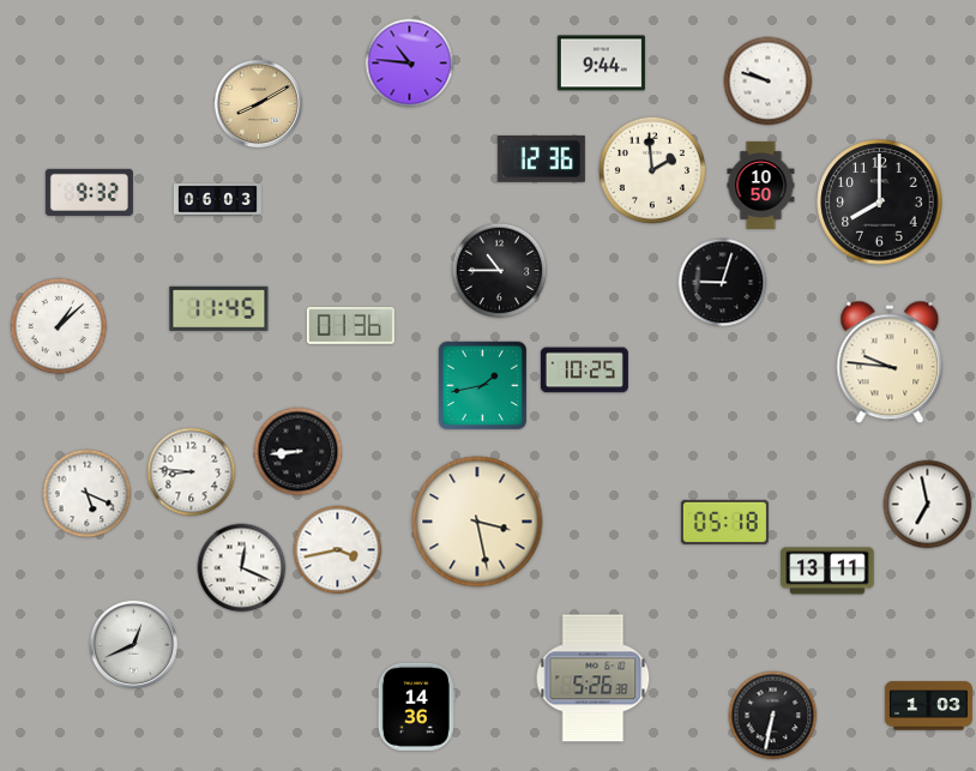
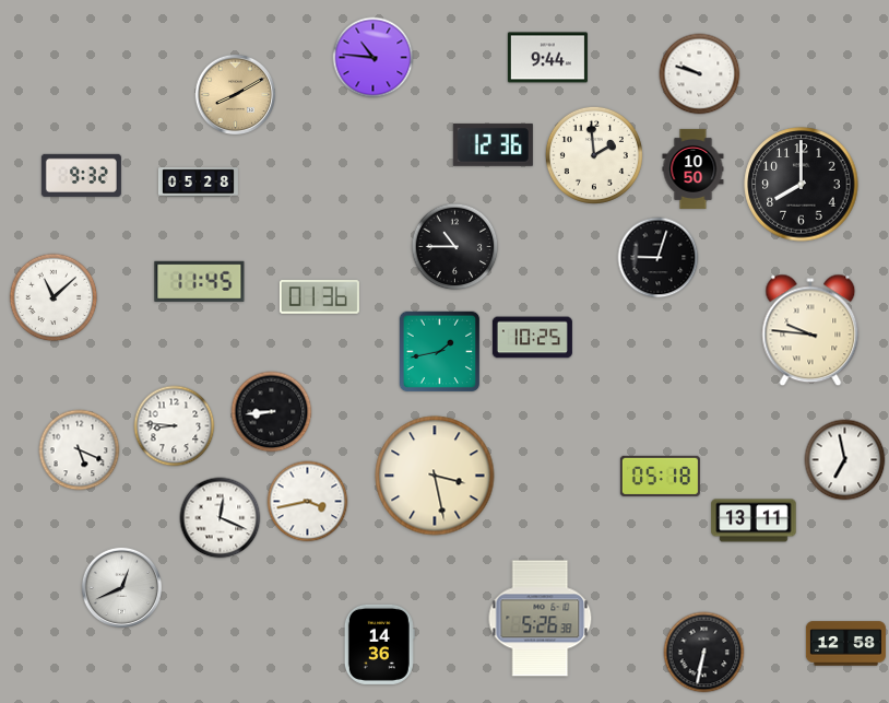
clock at (217, 200): 06:03 -> 05:28
clock at (59, 326): 1:08 -> 11:08
clock at (192, 472) position: (192, 472) -> (175, 426)
clock at (928, 706): 1:03 -> 12:58
